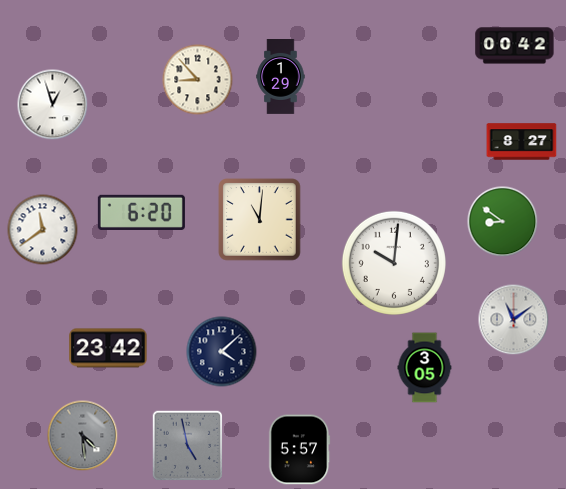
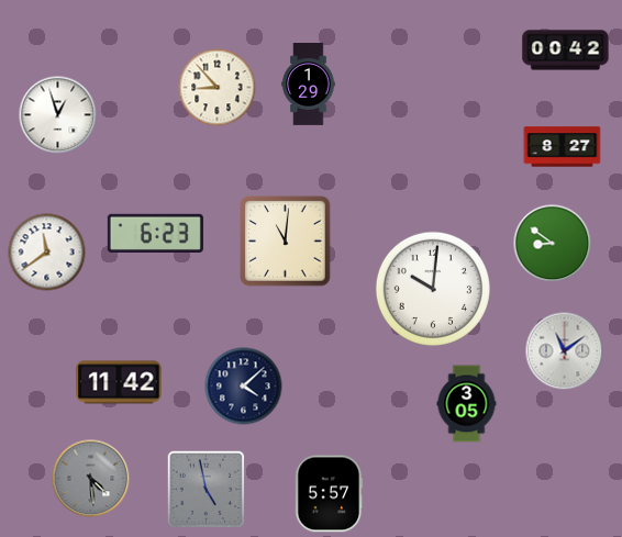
clock at (522, 142) position: (522, 142) -> (563, 147)
clock at (141, 212): 6:20 -> 6:23
clock at (108, 348): 23:42 -> 11:42
